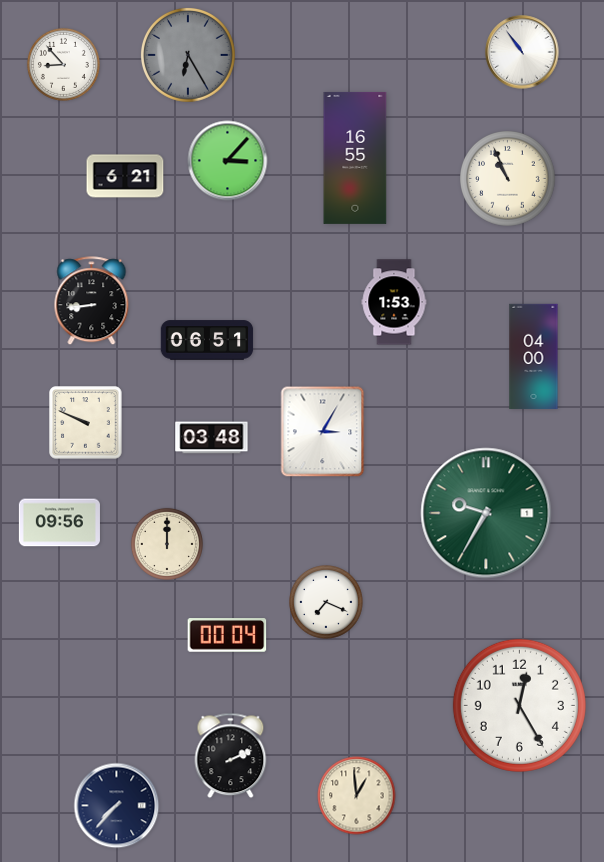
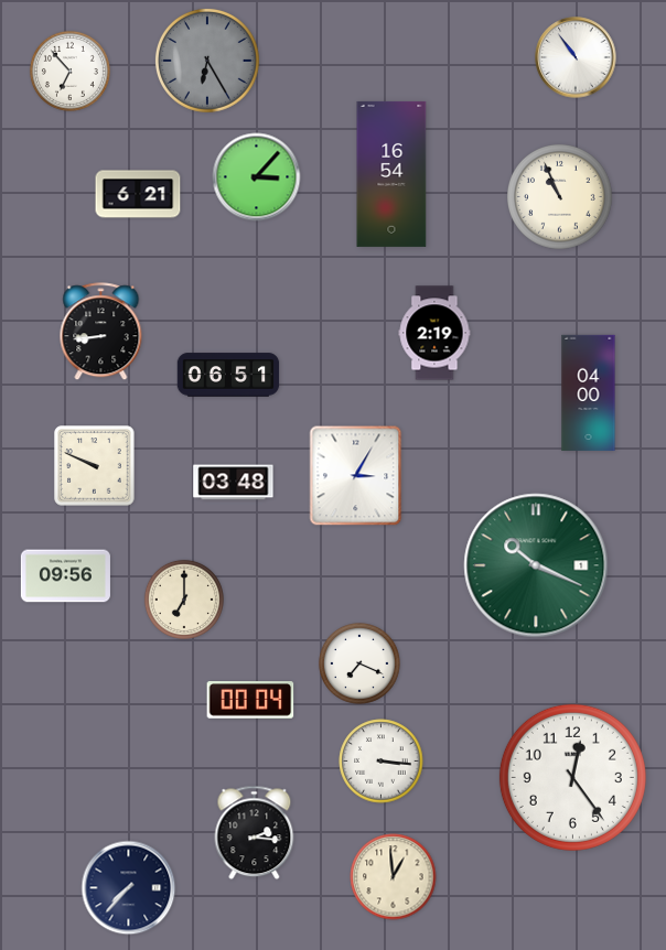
clock at (63, 64): 8:53 -> 6:53
clock at (355, 158): 16:55 -> 16:54
clock at (228, 161) position: (228, 161) -> (257, 177)
clock at (394, 302): 1:53 -> 2:19
clock at (486, 513): 9:35 -> 10:19
clock at (167, 544): 12:00 -> 7:00
clock at (382, 762): none -> 3:16
clock at (519, 705): 12:25 -> 12:24
clock at (231, 756): 2:11 -> 2:16
